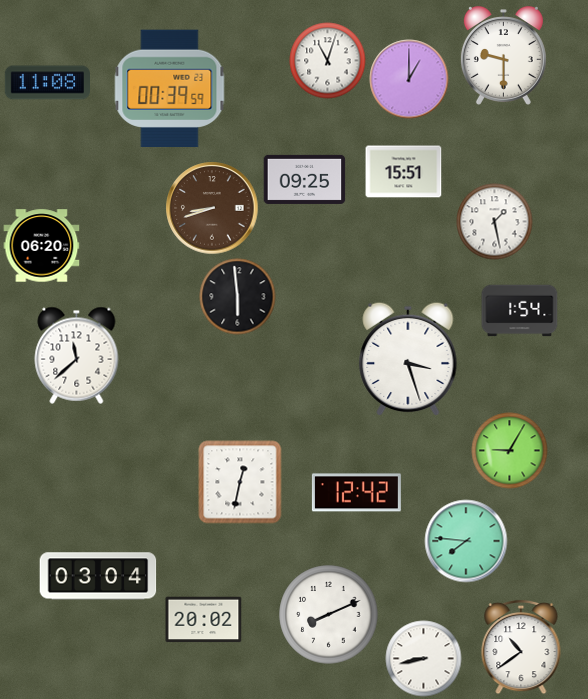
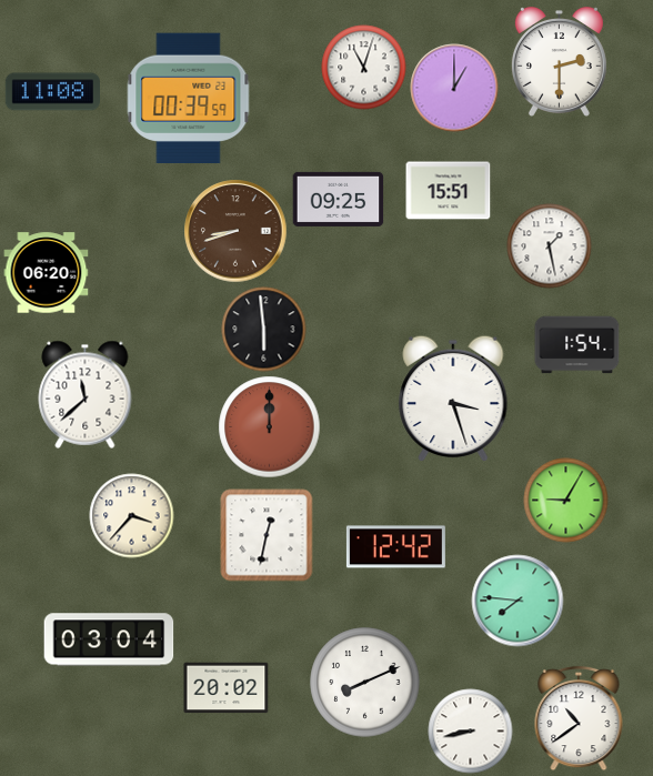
clock at (503, 56): 9:30 -> 2:30
clock at (270, 427): none -> 12:00
clock at (132, 516): none -> 3:37
